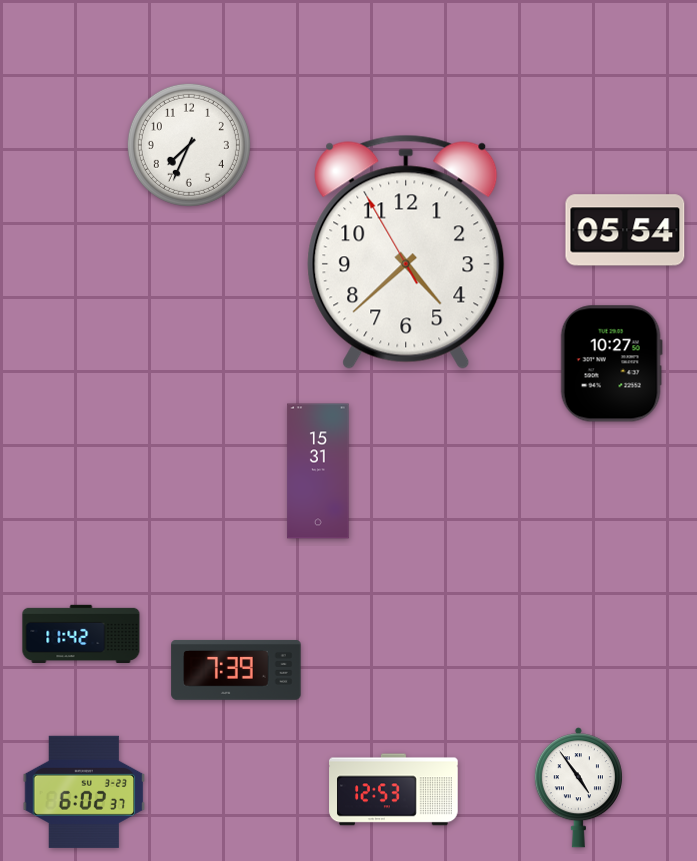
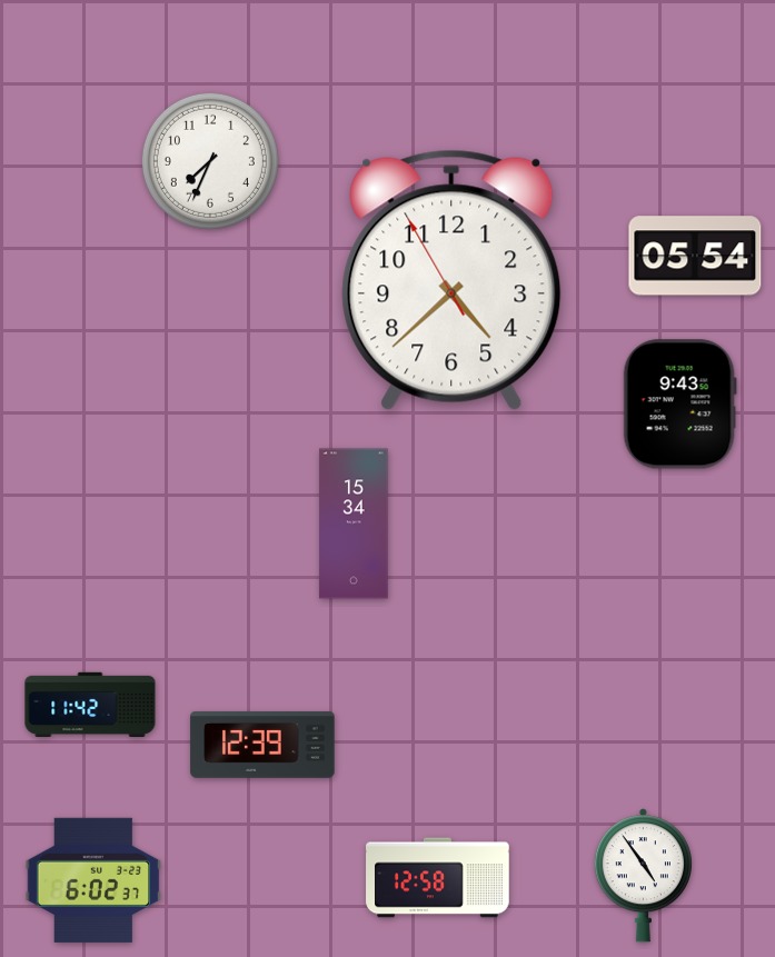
clock at (611, 364): 10:27 -> 9:43
clock at (318, 471): 15:31 -> 15:34
clock at (236, 670): 7:39 -> 12:39
clock at (394, 790): 12:53 -> 12:58
